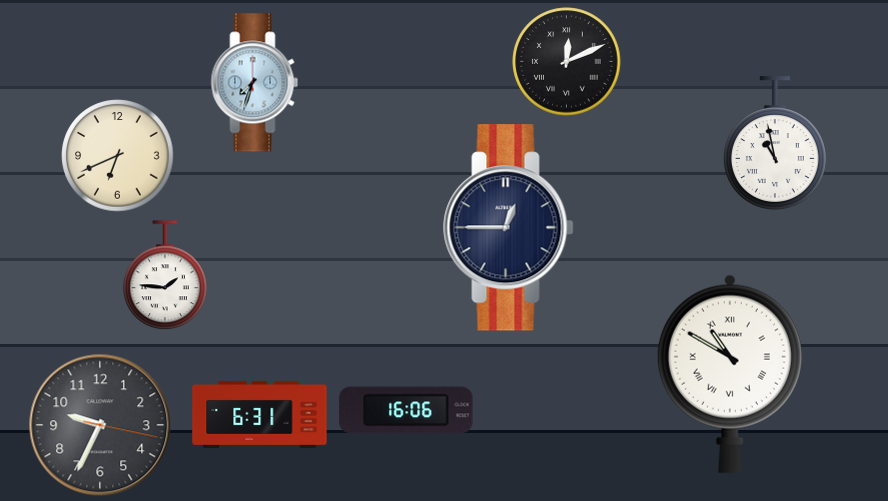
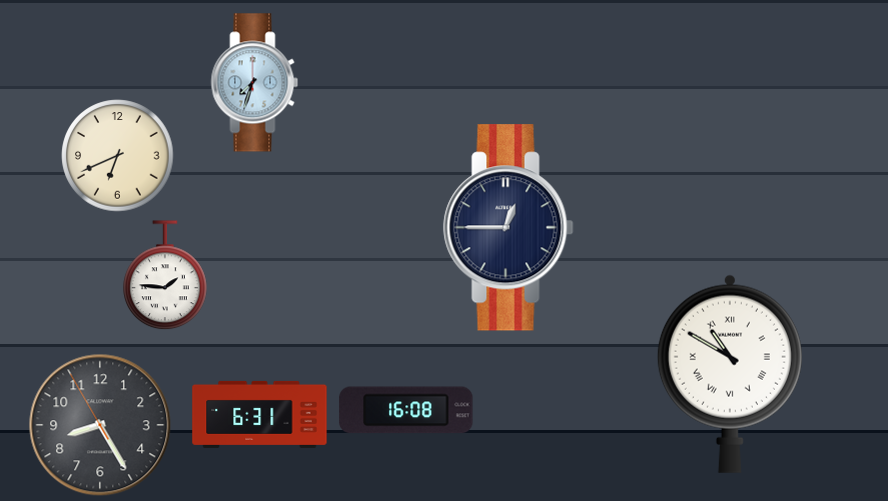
clock at (567, 62): 12:11 -> none
clock at (775, 143): 10:58 -> none
clock at (406, 410): 16:06 -> 16:08
clock at (100, 425): 9:34 -> 8:24
